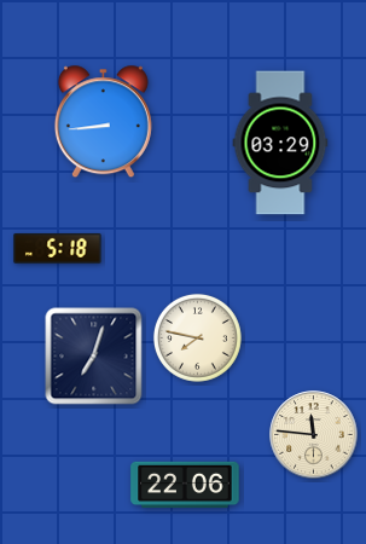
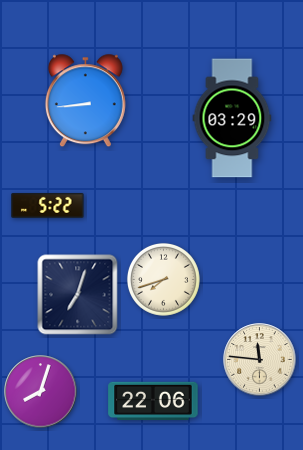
clock at (58, 248): 5:18 -> 5:22
clock at (197, 337): 7:47 -> 7:42
clock at (41, 392): none -> 8:03
